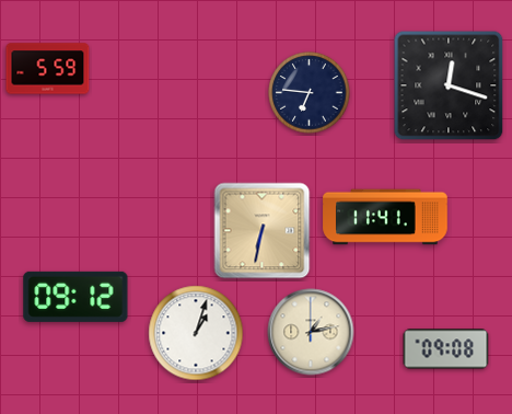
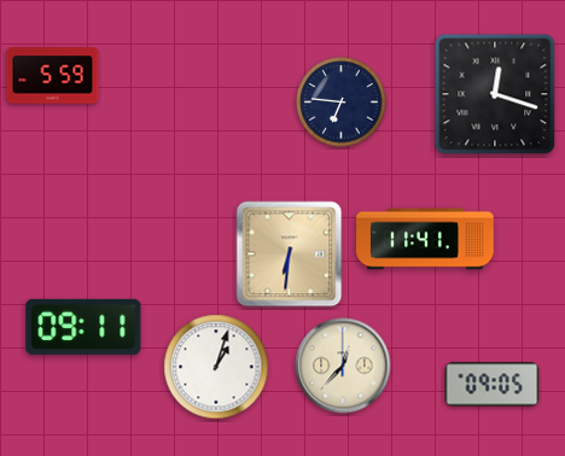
clock at (263, 231): 6:32 -> 6:31
clock at (75, 297): 09:12 -> 09:11
clock at (311, 332): 1:13 -> 12:37
clock at (446, 349): 09:08 -> 09:05
